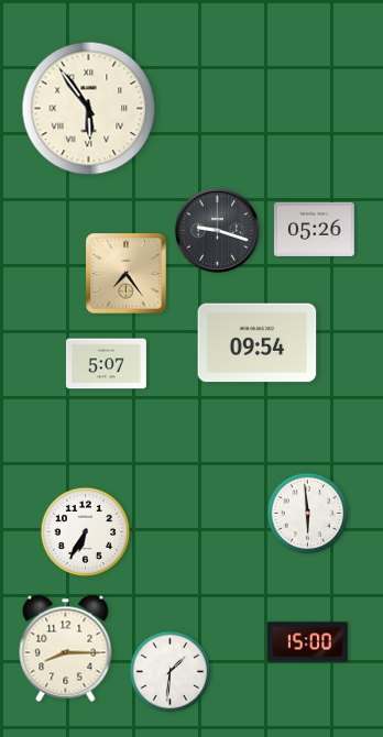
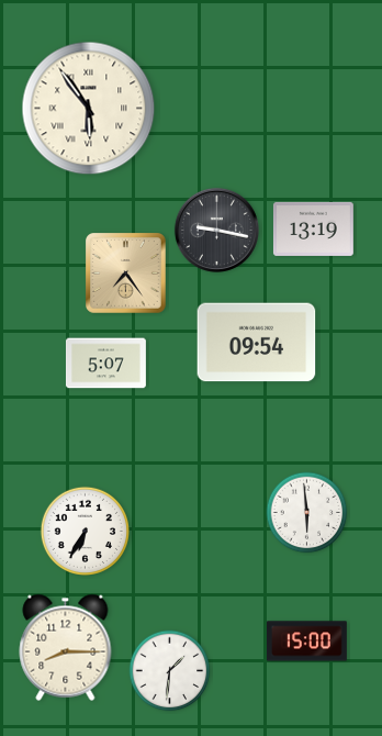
clock at (314, 229): 05:26 -> 13:19
clock at (217, 230): 9:18 -> 9:17
